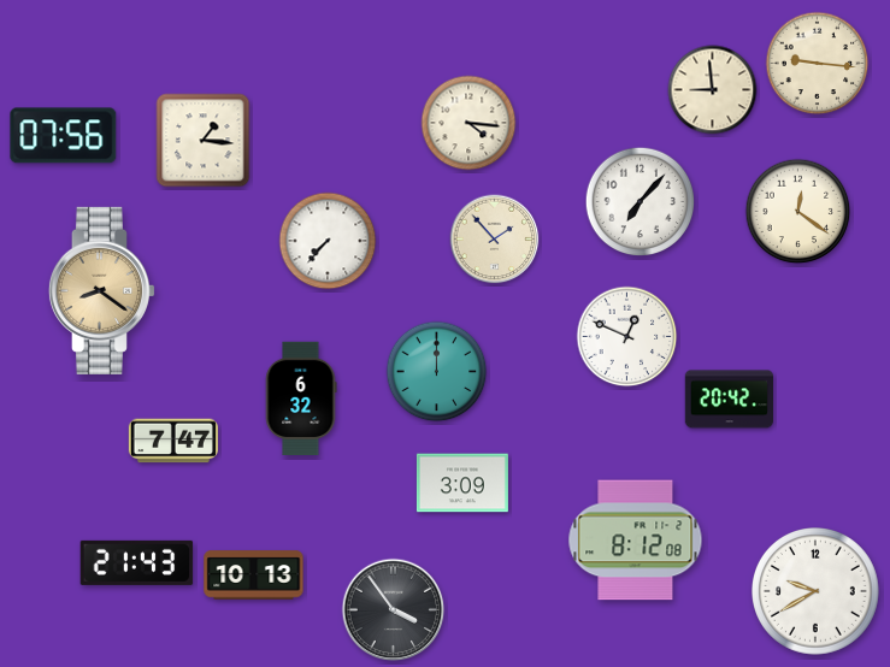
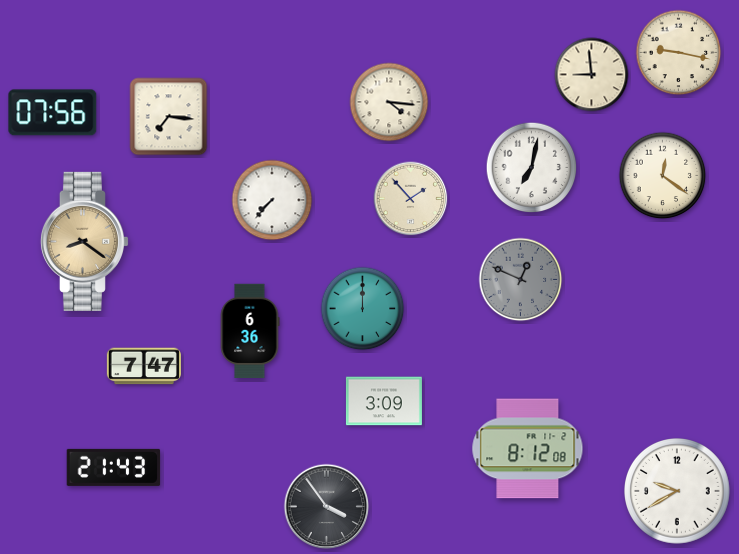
clock at (818, 64): 9:16 -> 9:17
clock at (204, 141): 1:16 -> 7:16
clock at (641, 202): 7:07 -> 7:02
clock at (627, 337) dial: white -> grey
clock at (301, 399): 6:32 -> 6:36
clock at (730, 400): 20:42 -> none
clock at (254, 575): 10:13 -> none
